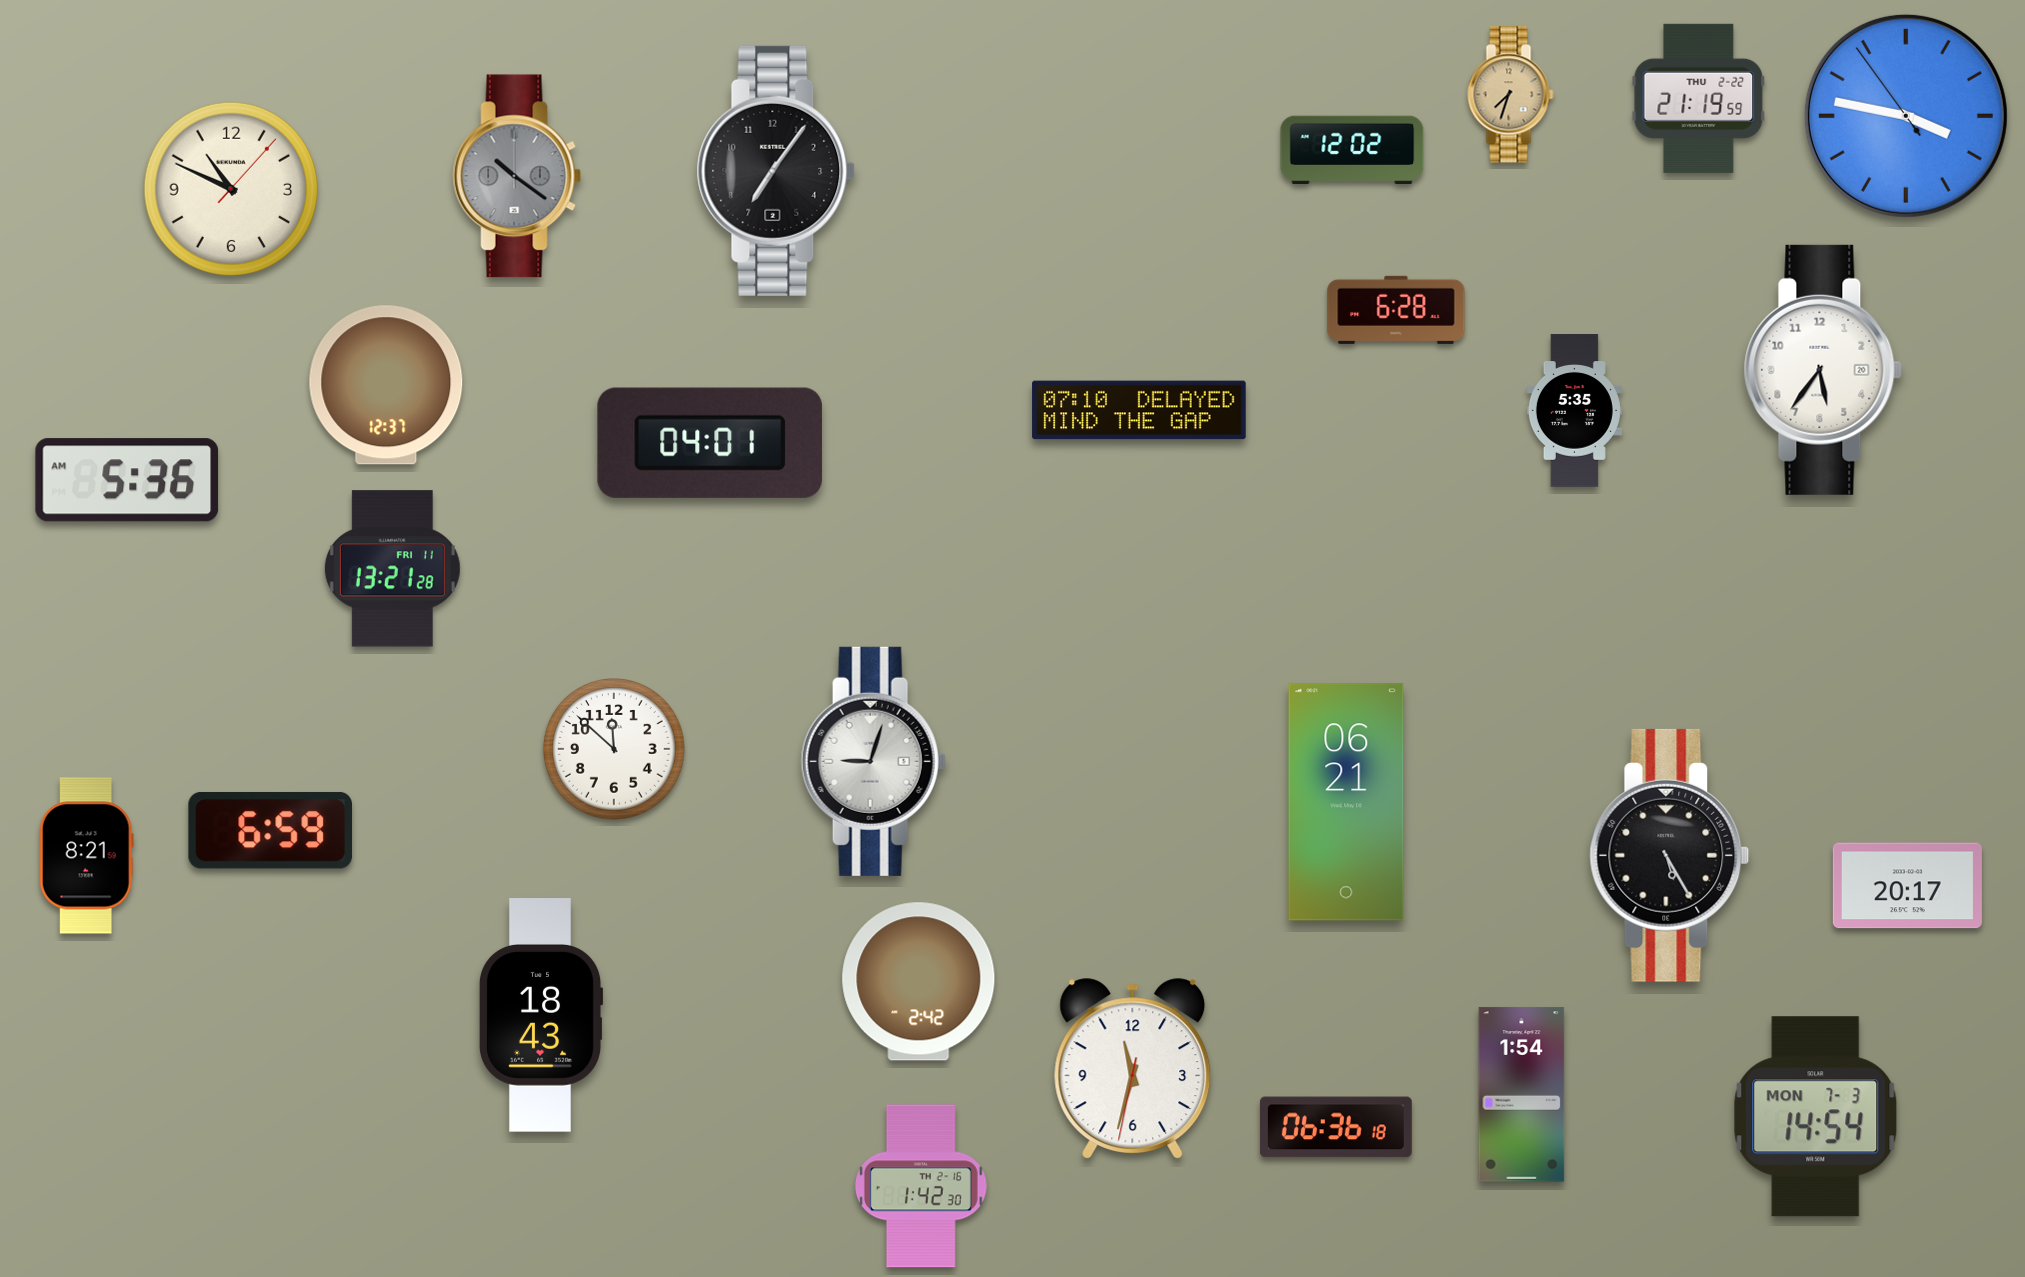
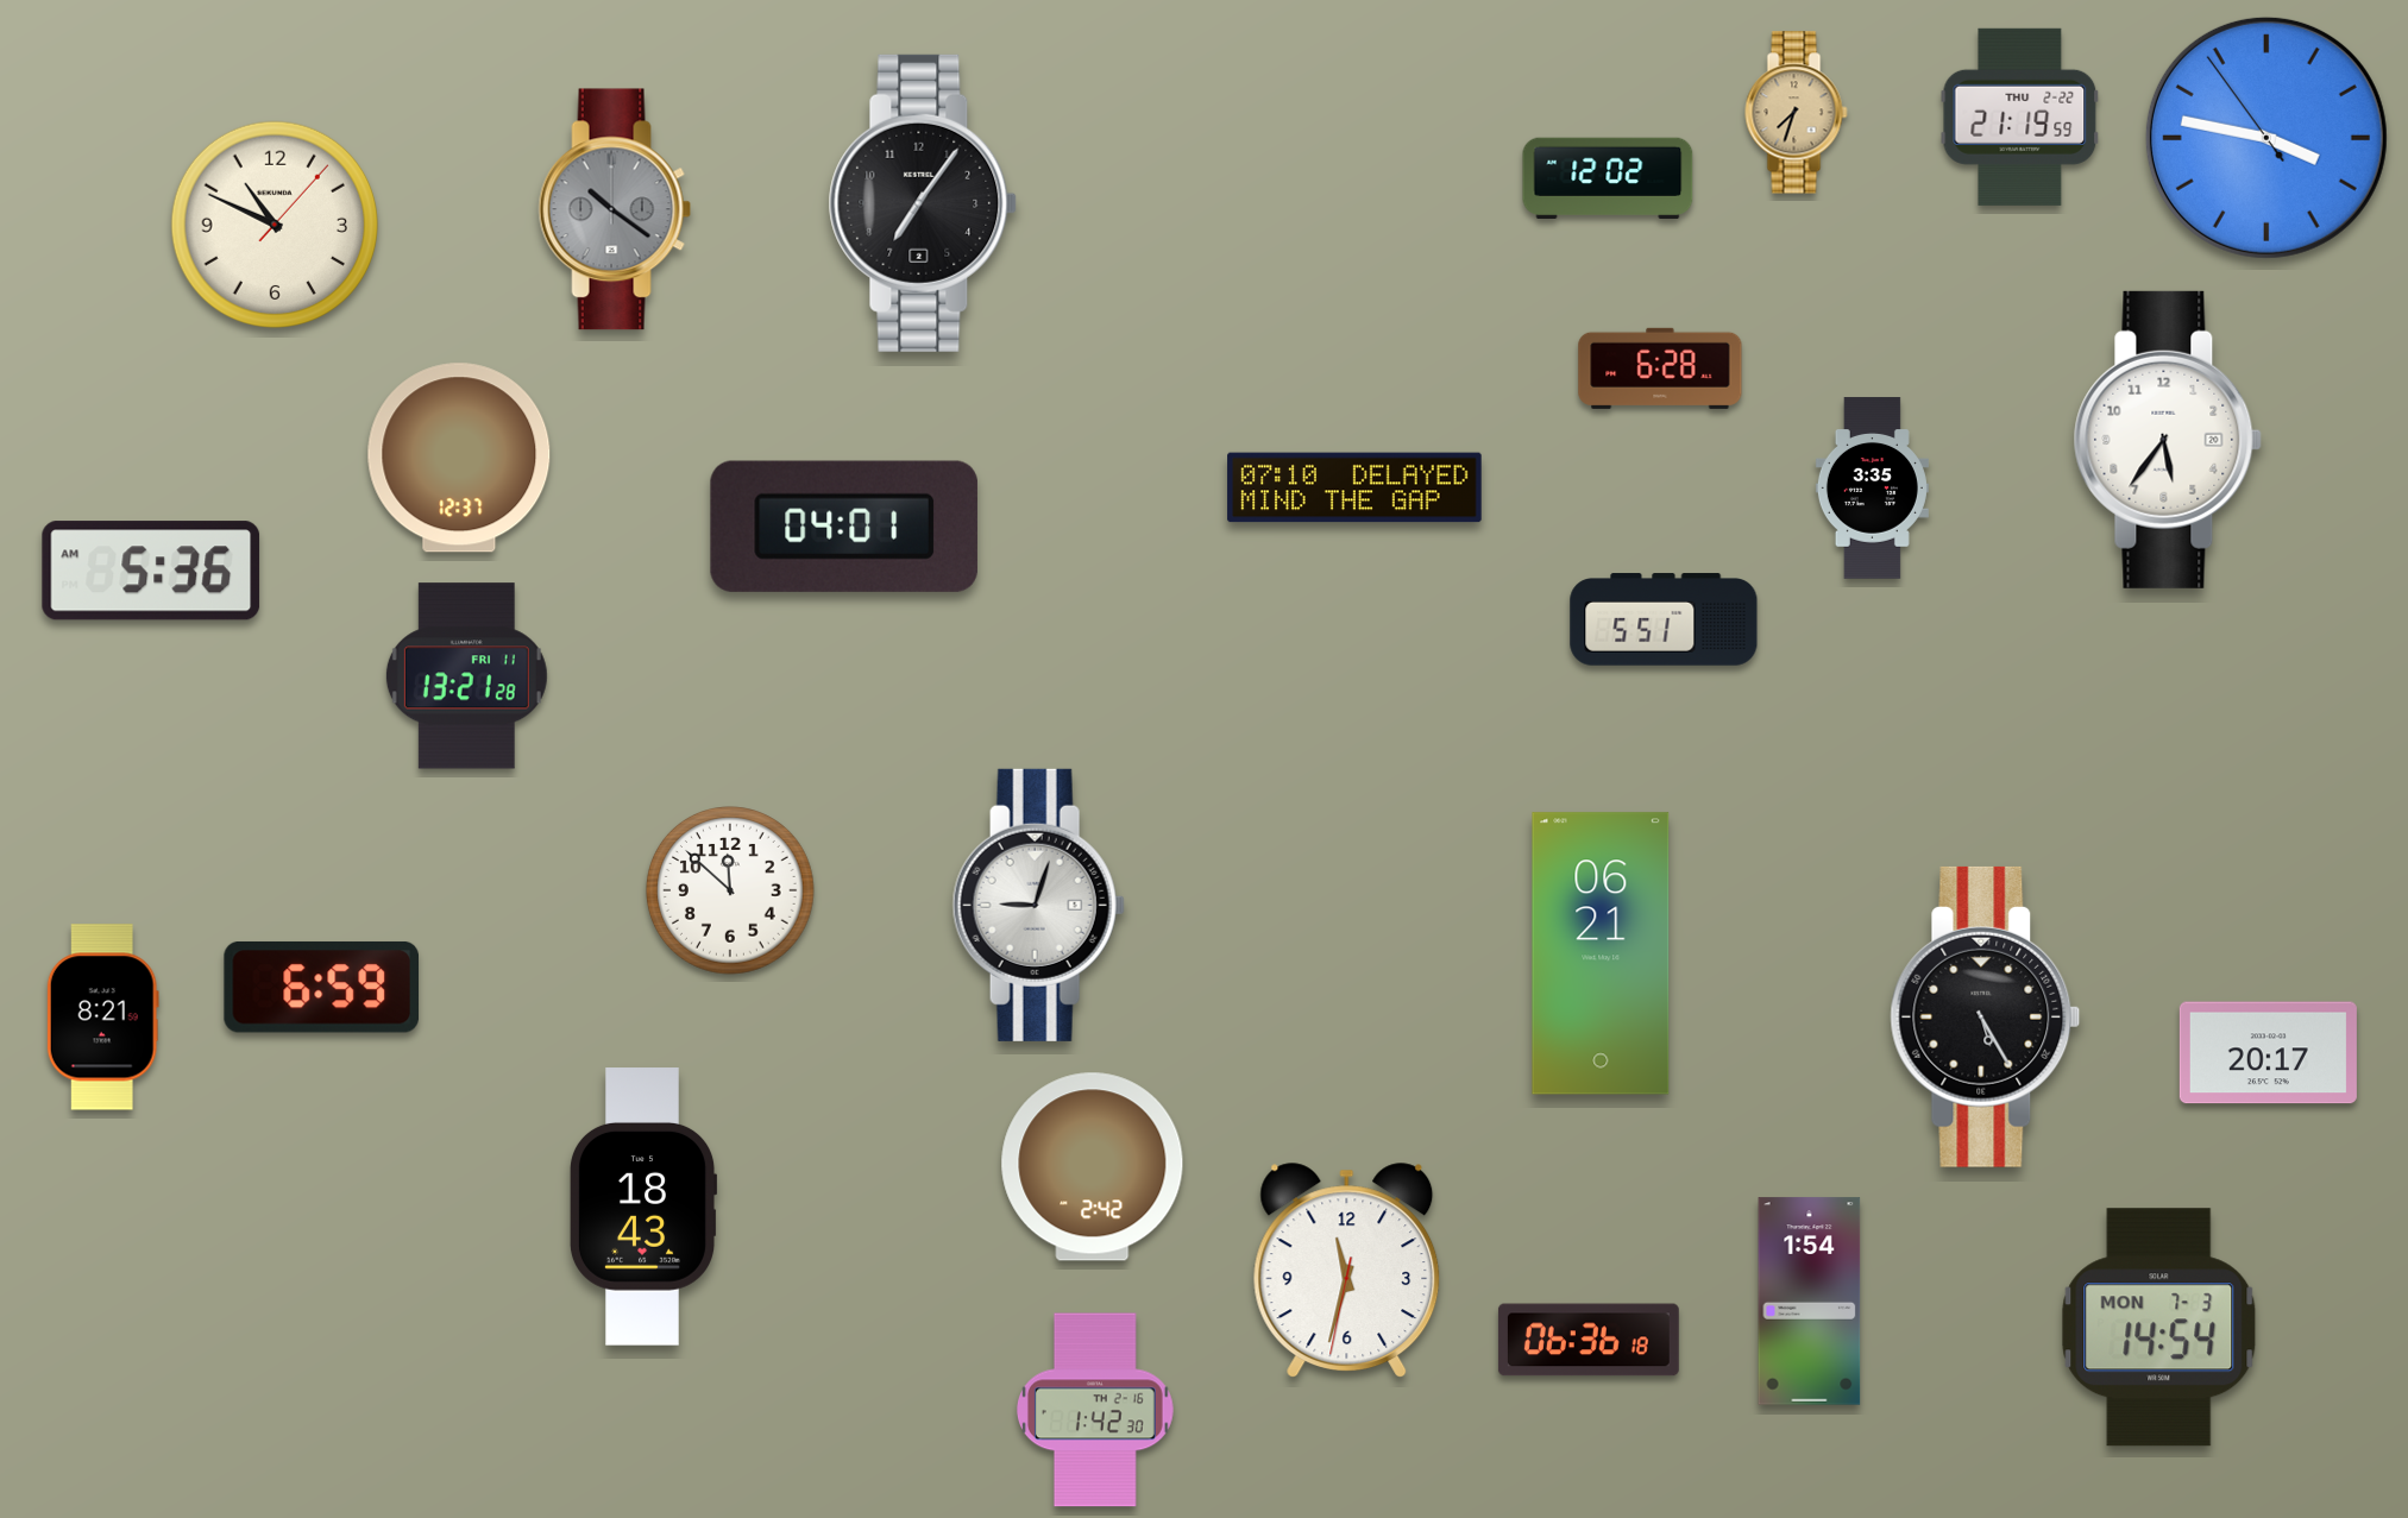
clock at (1574, 411): 5:35 -> 3:35
clock at (1664, 619): none -> 5:51
